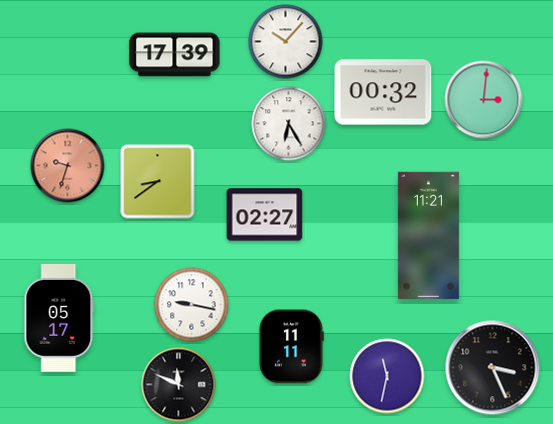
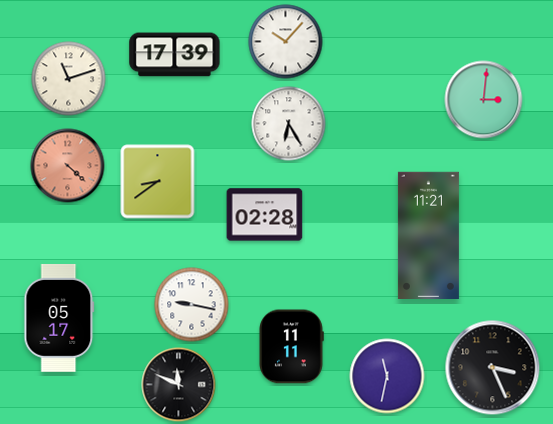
clock at (69, 79): none -> 11:12
clock at (383, 92): 00:32 -> none
clock at (68, 166): 9:33 -> 4:22
clock at (265, 215): 02:27 -> 02:28
